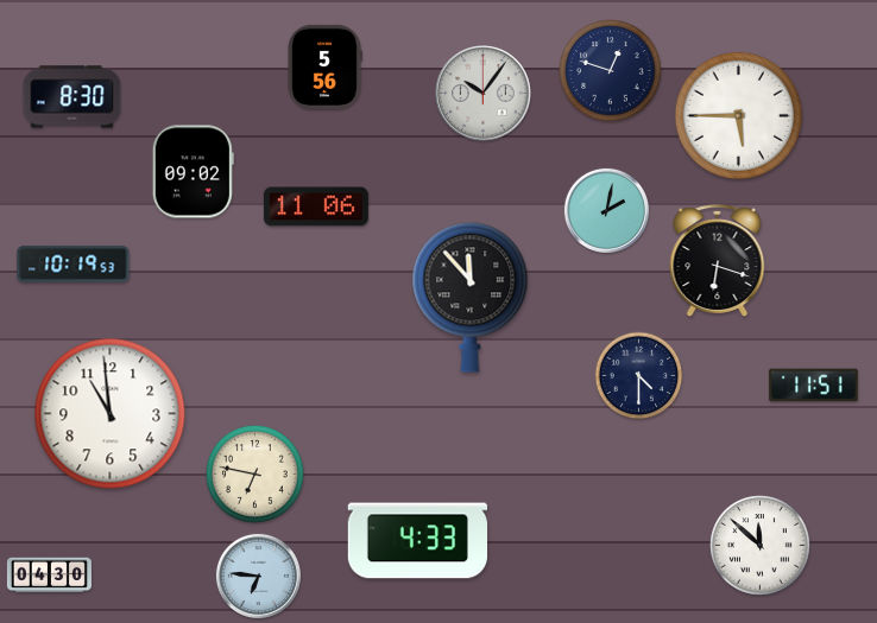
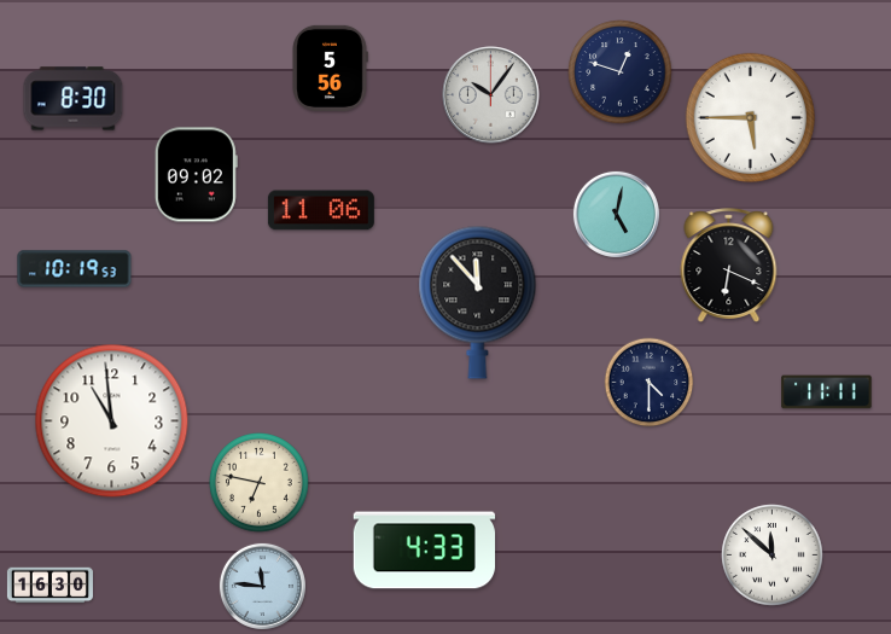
clock at (606, 210): 2:02 -> 5:02
clock at (718, 260): 6:18 -> 6:19
clock at (814, 386): 11:51 -> 11:11
clock at (49, 576): 04:30 -> 16:30
clock at (258, 576): 6:46 -> 11:46
